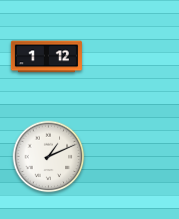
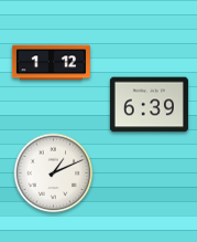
clock at (149, 105): none -> 6:39
